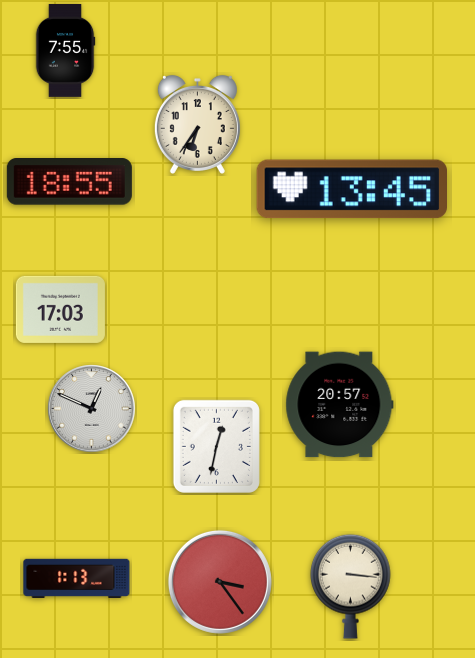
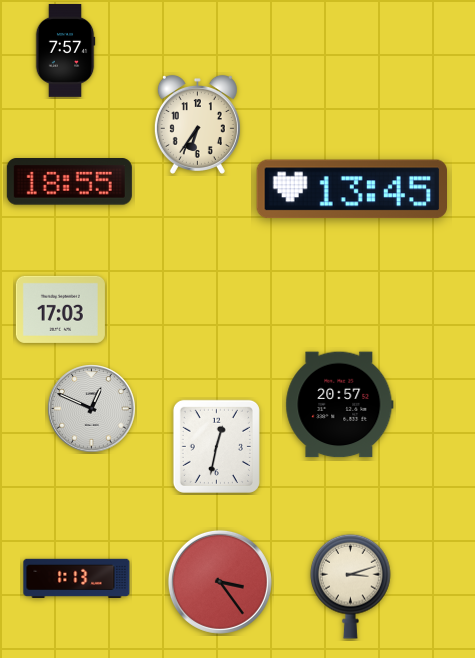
clock at (65, 51): 7:55 -> 7:57
clock at (351, 586): 3:16 -> 3:12
